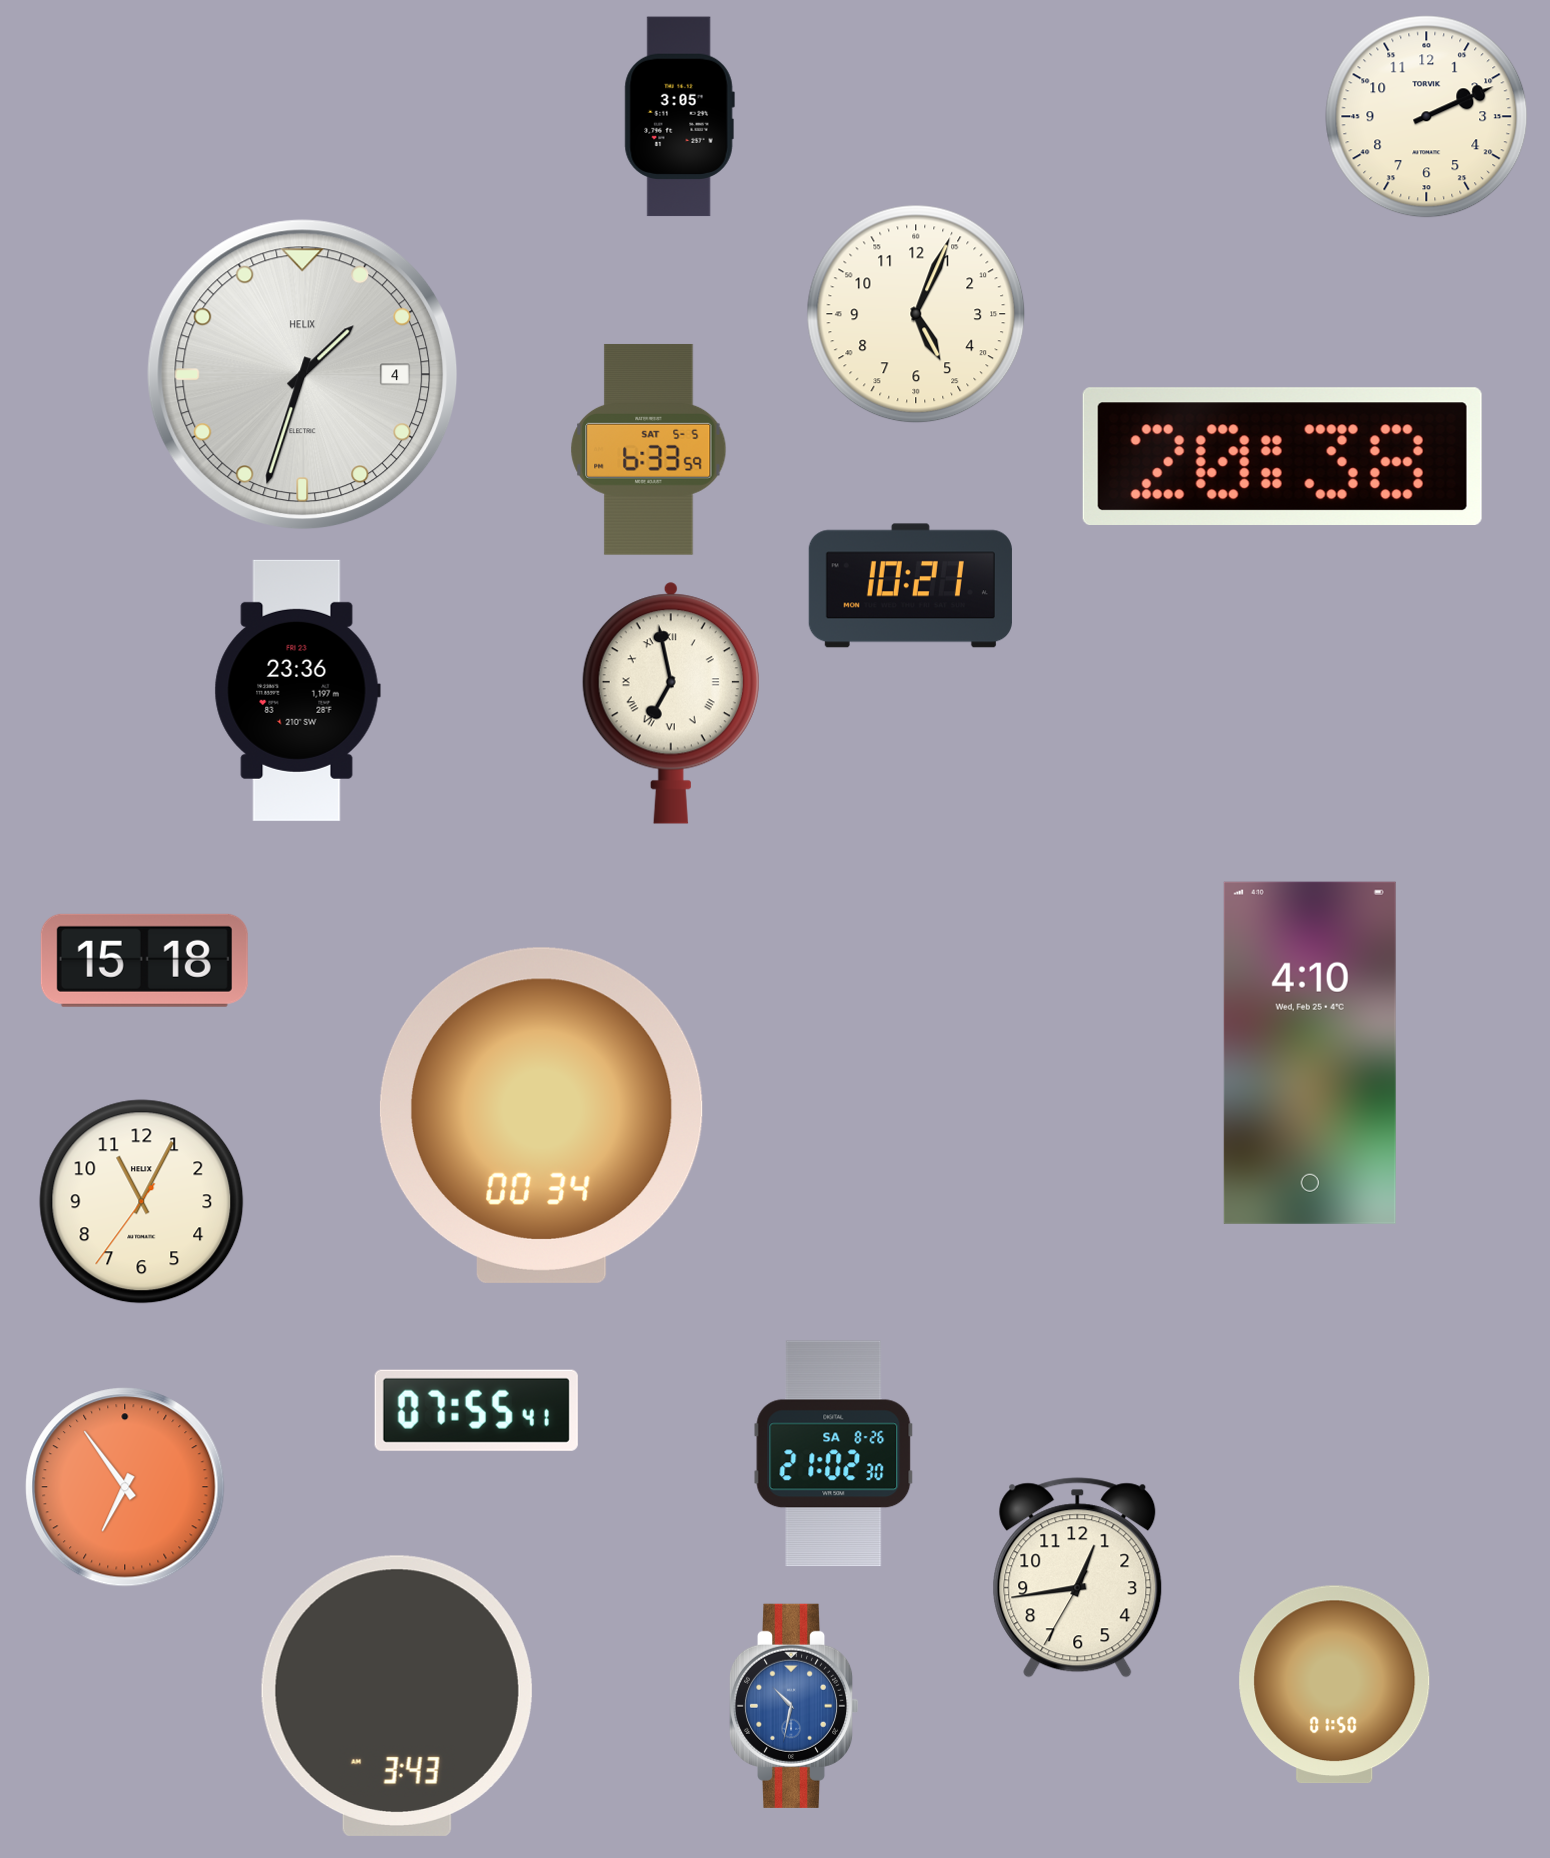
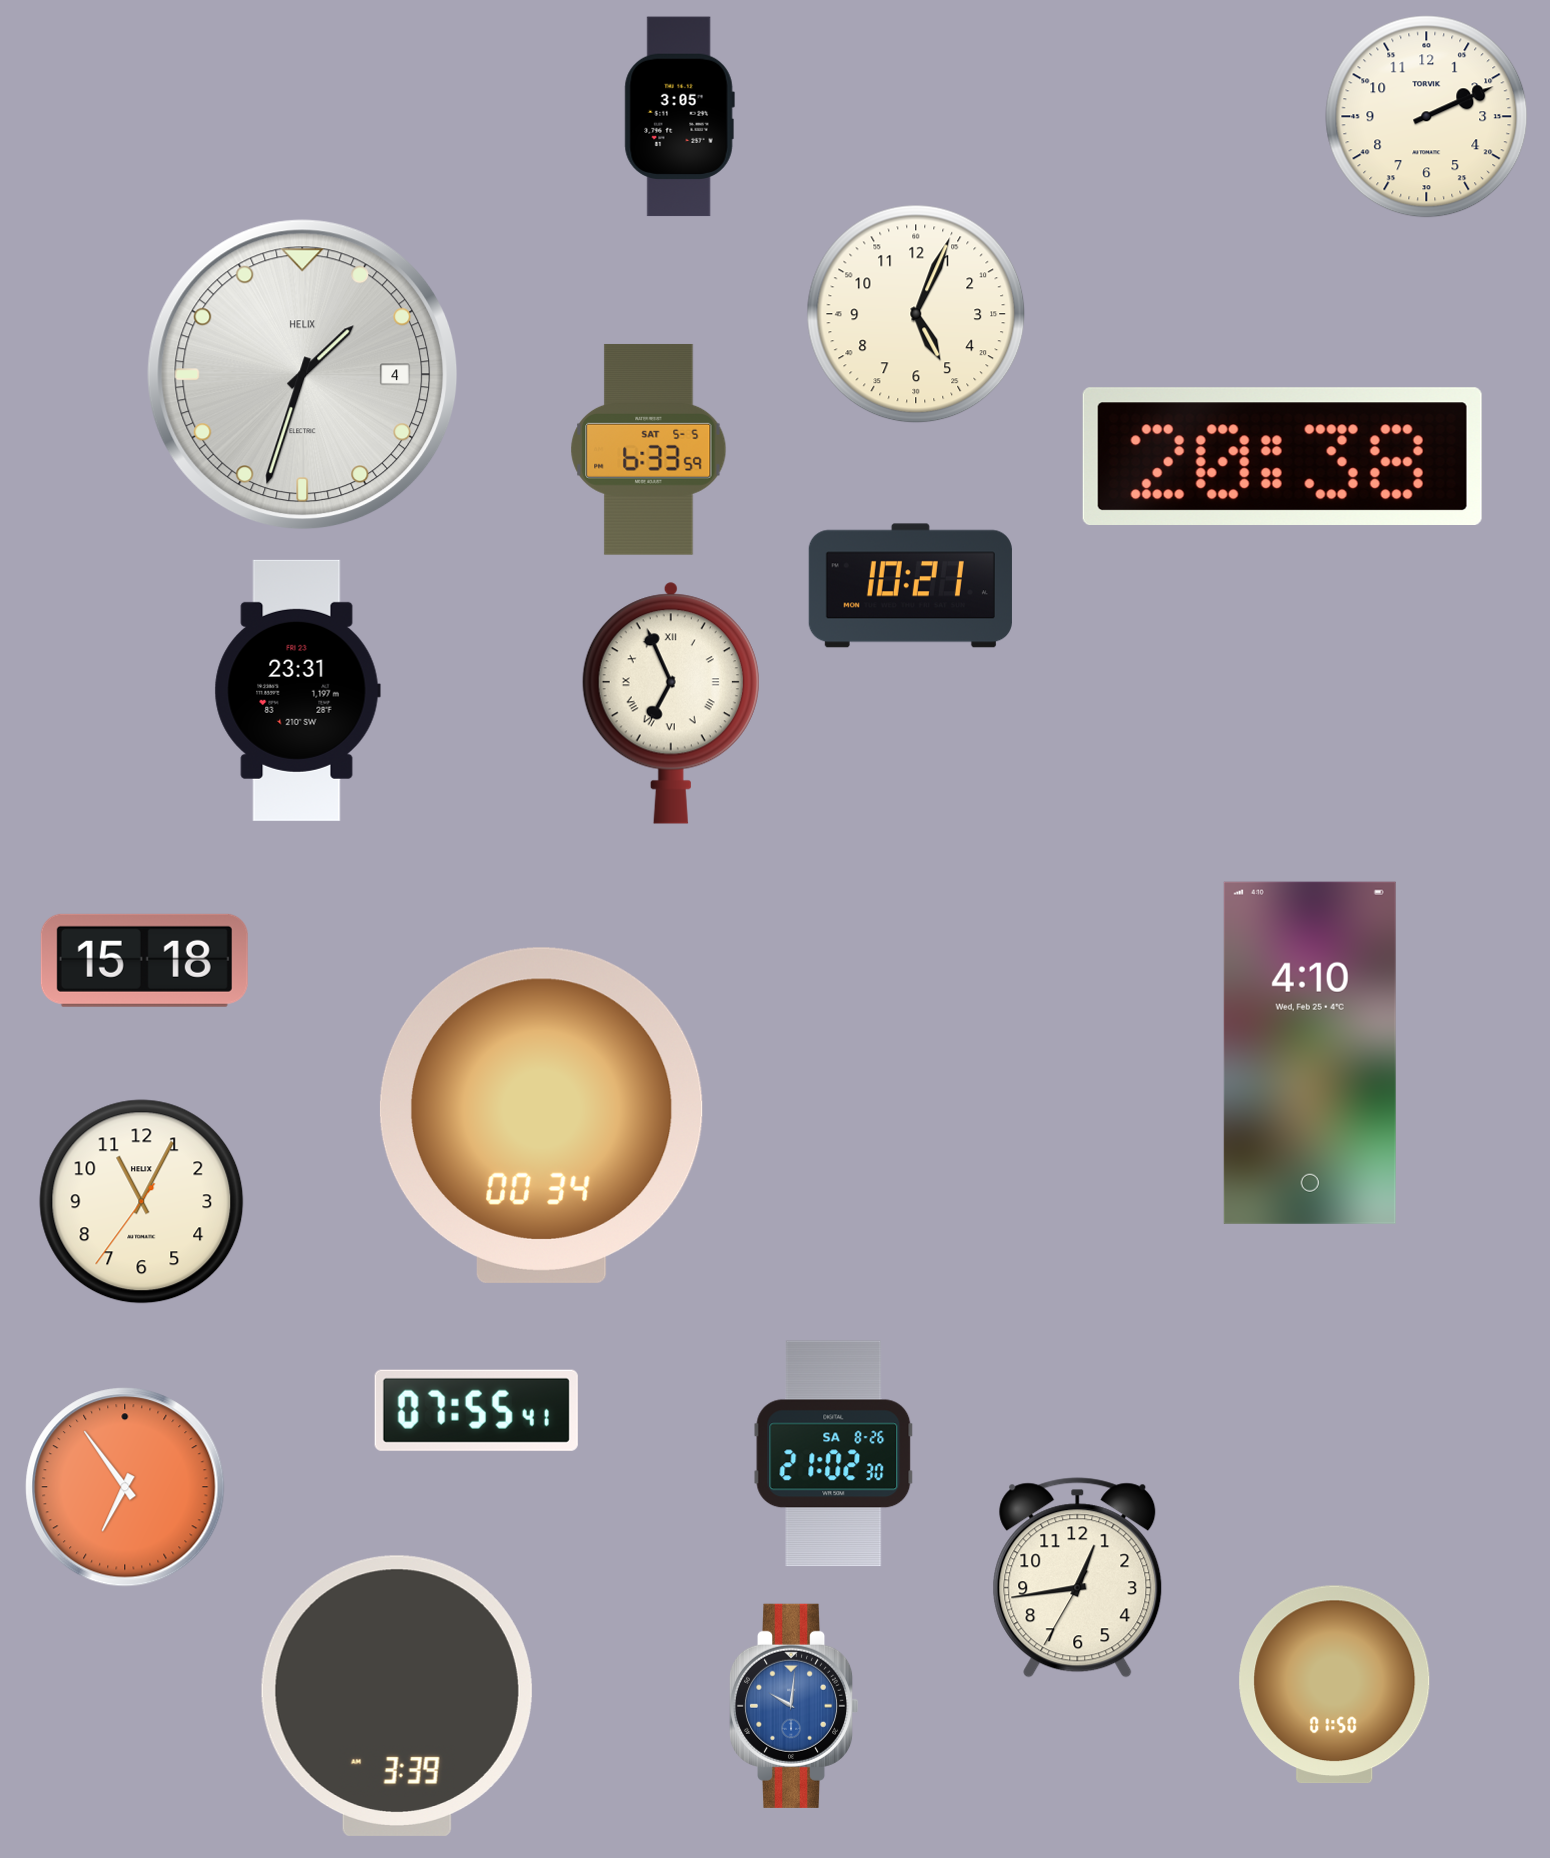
clock at (297, 690): 23:36 -> 23:31
clock at (671, 703): 6:58 -> 6:56
clock at (397, 1696): 3:43 -> 3:39
clock at (794, 1706): 10:32 -> 10:01
